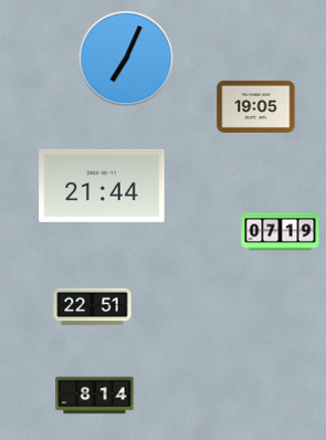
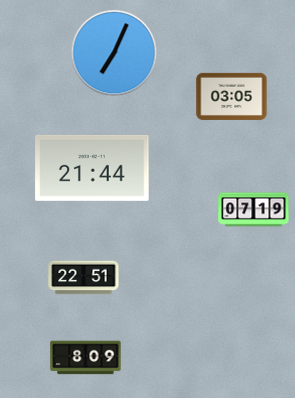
clock at (256, 106): 19:05 -> 03:05
clock at (95, 396): 8:14 -> 8:09
